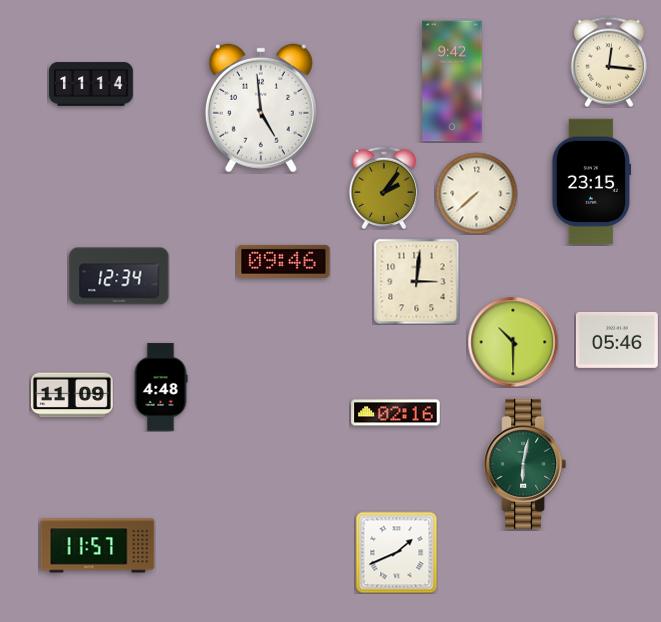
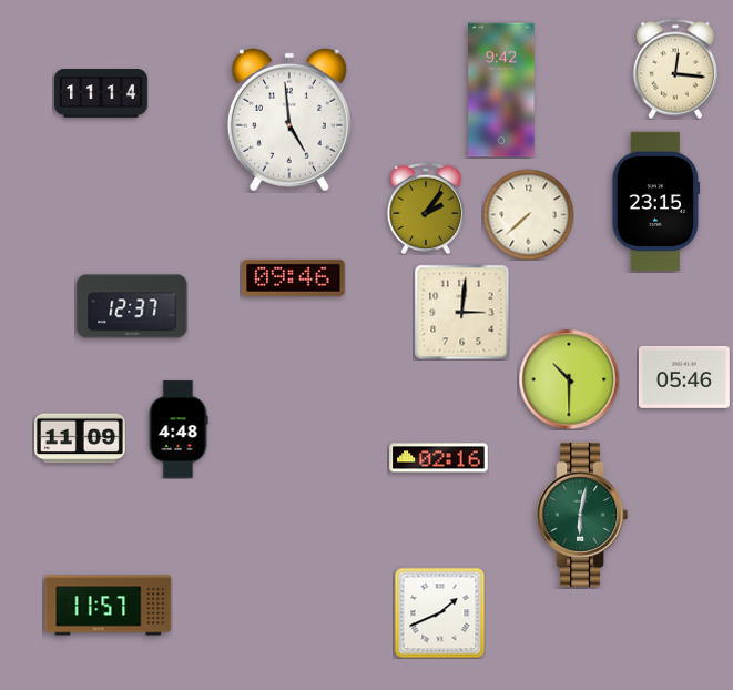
clock at (284, 261) position: (284, 261) -> (294, 277)
clock at (119, 276): 12:34 -> 12:37
